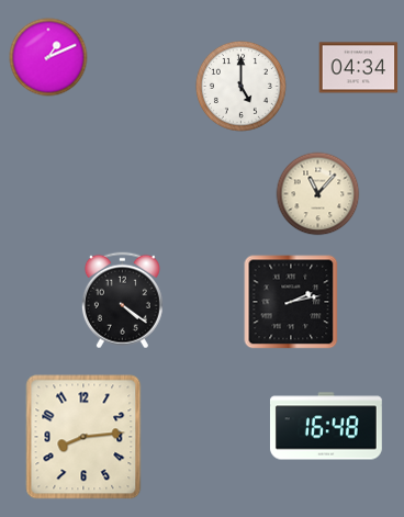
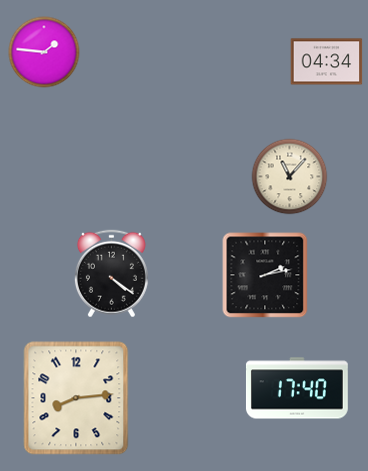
clock at (48, 57): 1:11 -> 1:46
clock at (240, 86): 5:00 -> none
clock at (326, 426): 16:48 -> 17:40
